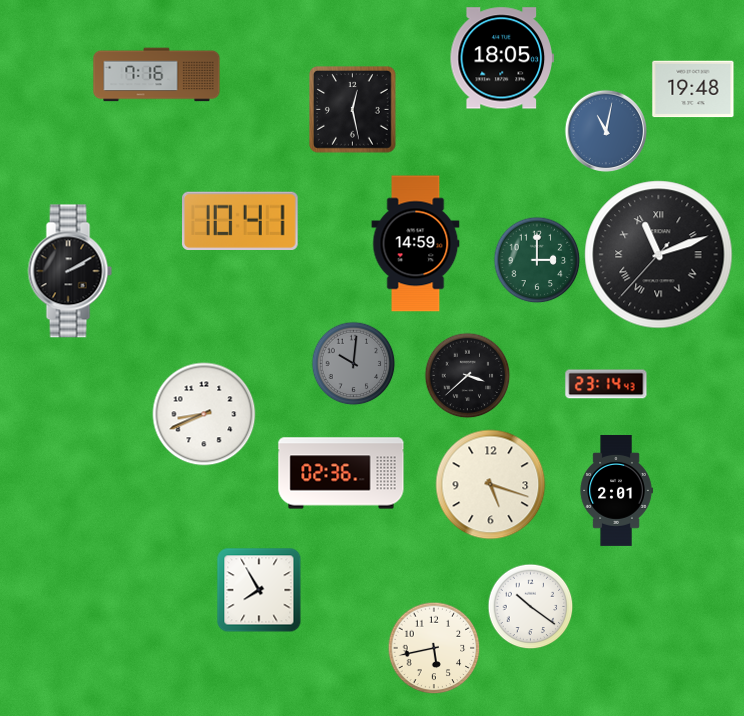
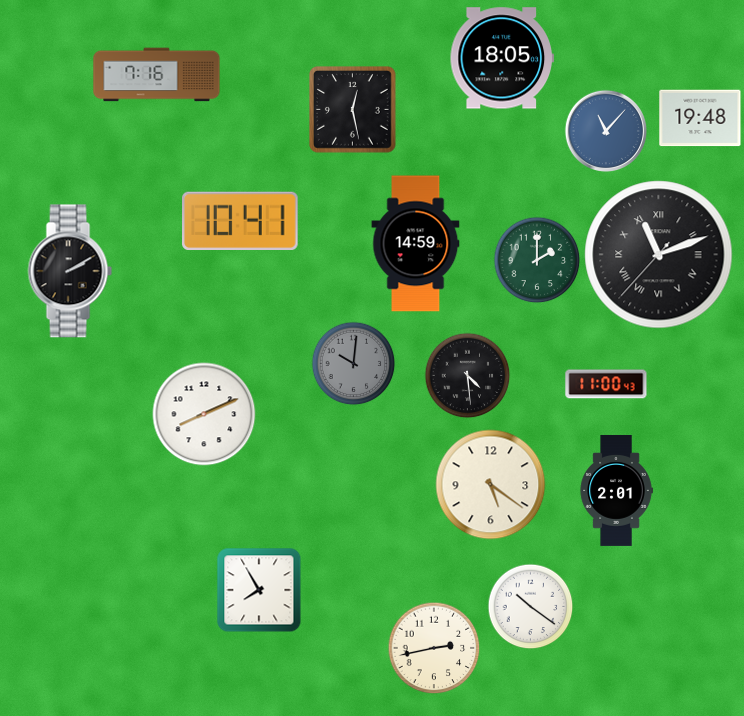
clock at (693, 89) position: (693, 89) -> (700, 118)
clock at (605, 130): 11:02 -> 11:07
clock at (537, 260): 3:00 -> 2:00
clock at (467, 375): 3:38 -> 4:29
clock at (606, 384): 23:14 -> 11:00
clock at (204, 414): 8:41 -> 8:11
clock at (341, 473): 02:36 -> none
clock at (491, 485): 5:18 -> 5:21
clock at (434, 648): 5:43 -> 2:43
